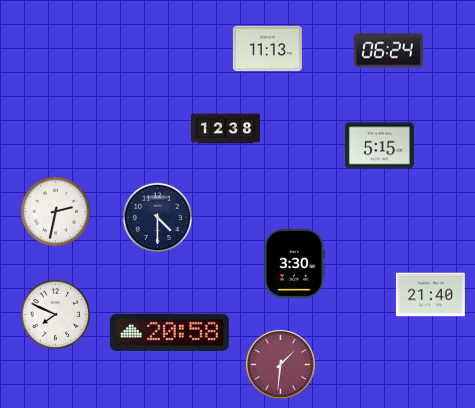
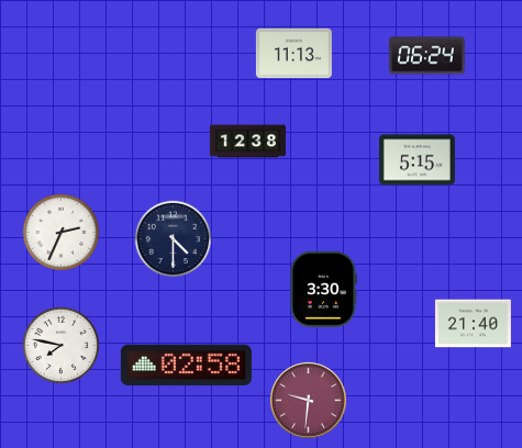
clock at (56, 212): 2:32 -> 2:34
clock at (56, 315): 7:49 -> 7:47
clock at (169, 332): 20:58 -> 02:58
clock at (281, 365): 1:31 -> 9:31
